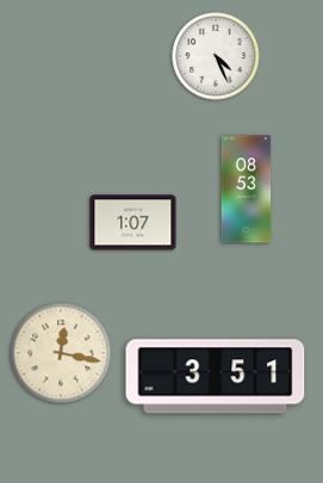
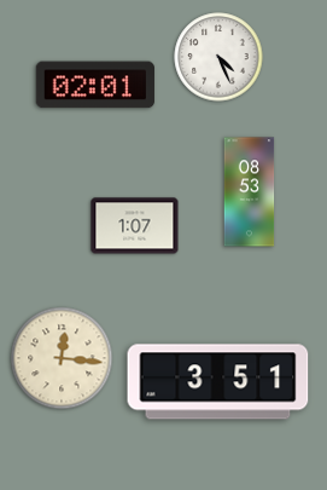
clock at (94, 85): none -> 02:01
clock at (61, 353): 12:17 -> 12:16
